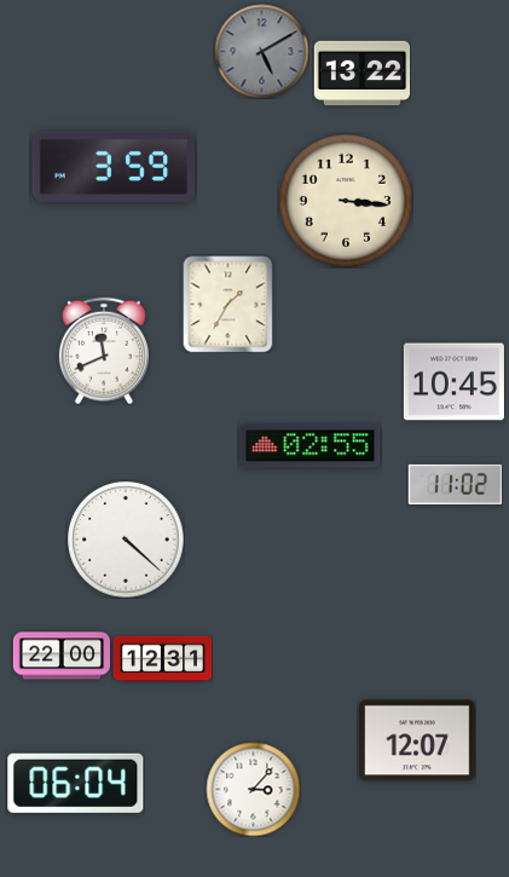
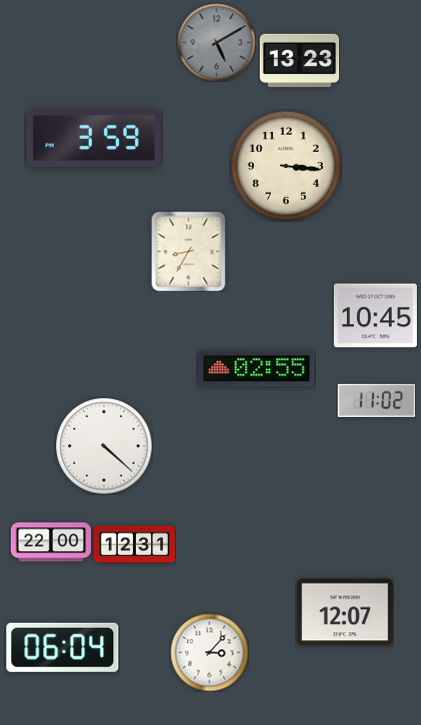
clock at (361, 74): 13:22 -> 13:23
clock at (229, 304): 1:35 -> 8:35
clock at (104, 351): 11:41 -> none
